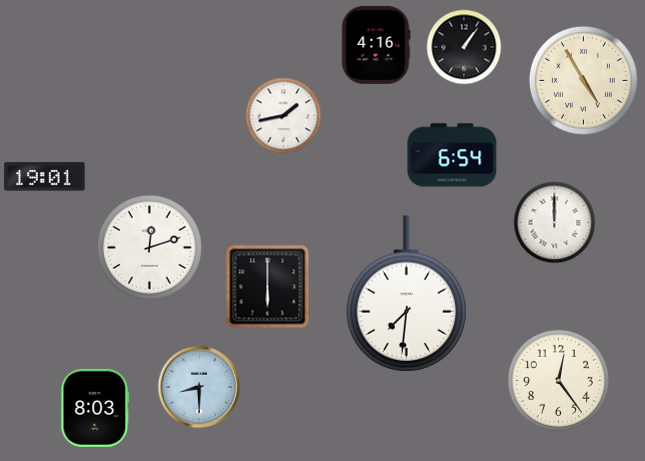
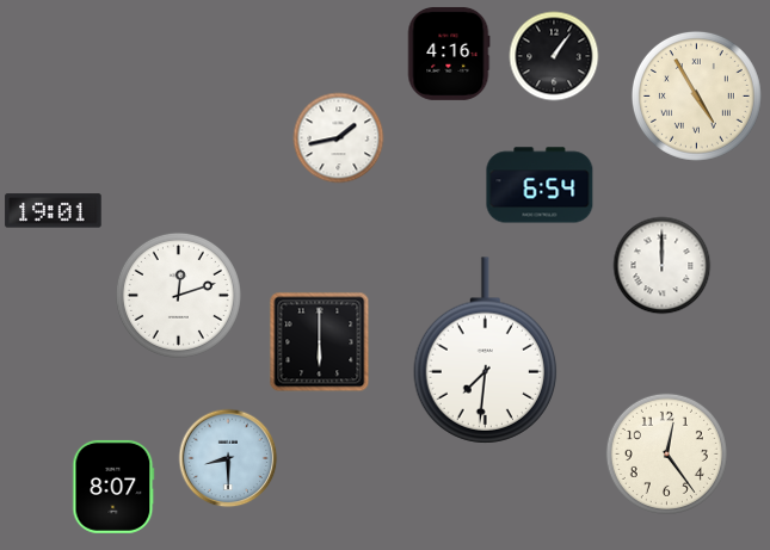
clock at (199, 387) position: (199, 387) -> (228, 458)
clock at (95, 408): 8:03 -> 8:07
